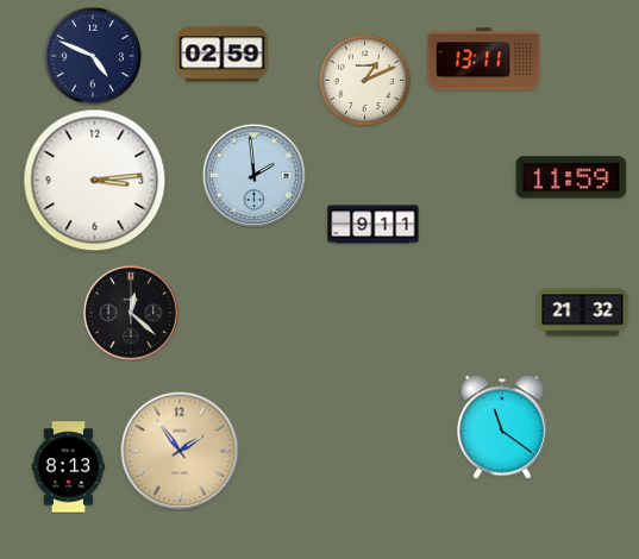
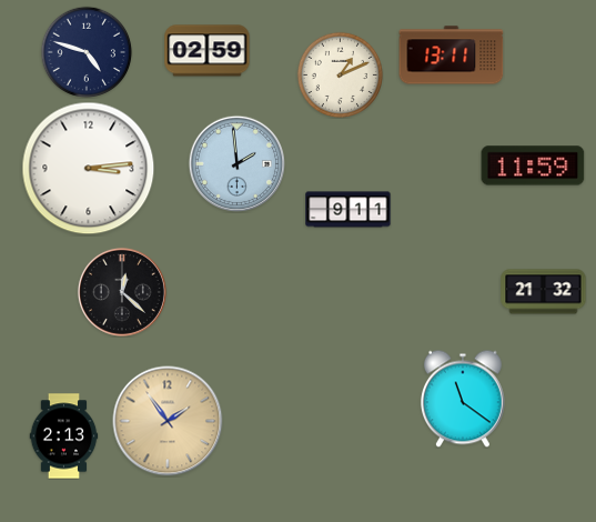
clock at (92, 55): 4:49 -> 4:48
clock at (502, 427) position: (502, 427) -> (463, 399)
clock at (69, 467): 8:13 -> 2:13
